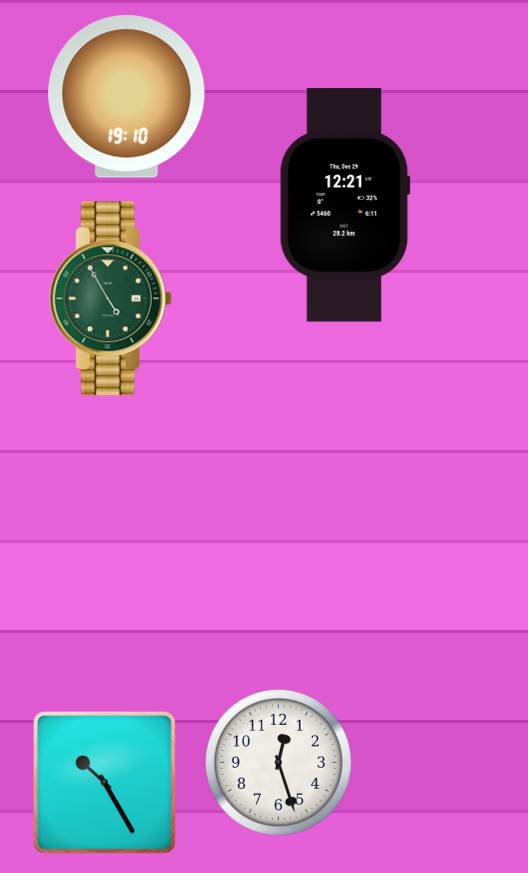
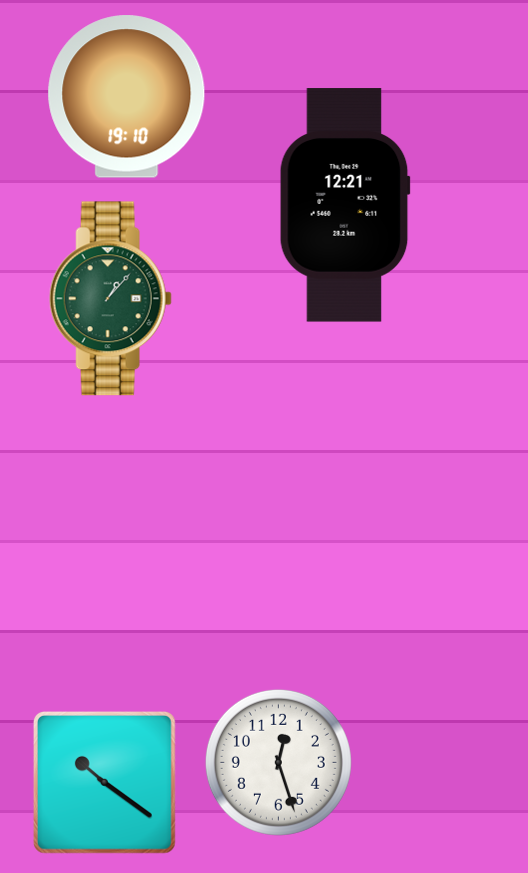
clock at (110, 299): 4:55 -> 1:07
clock at (104, 782): 10:25 -> 10:21
